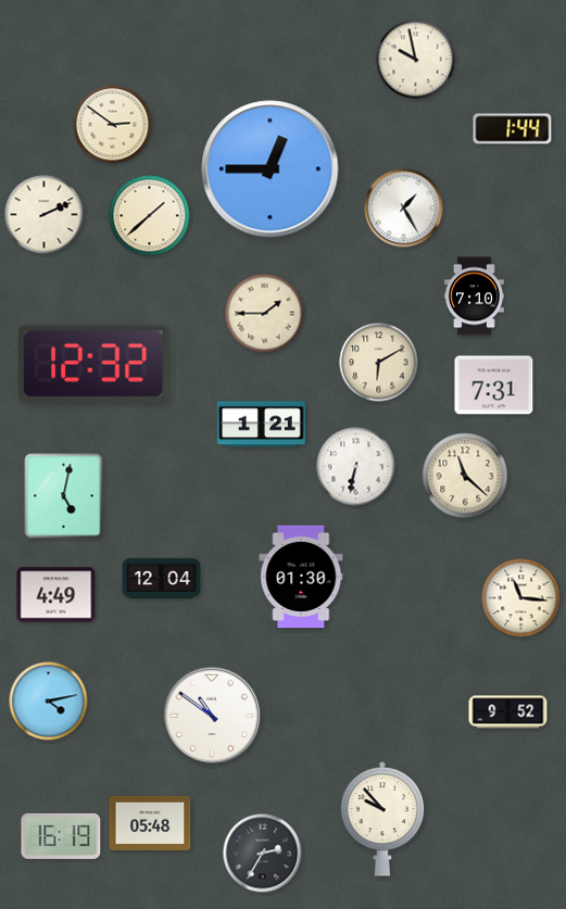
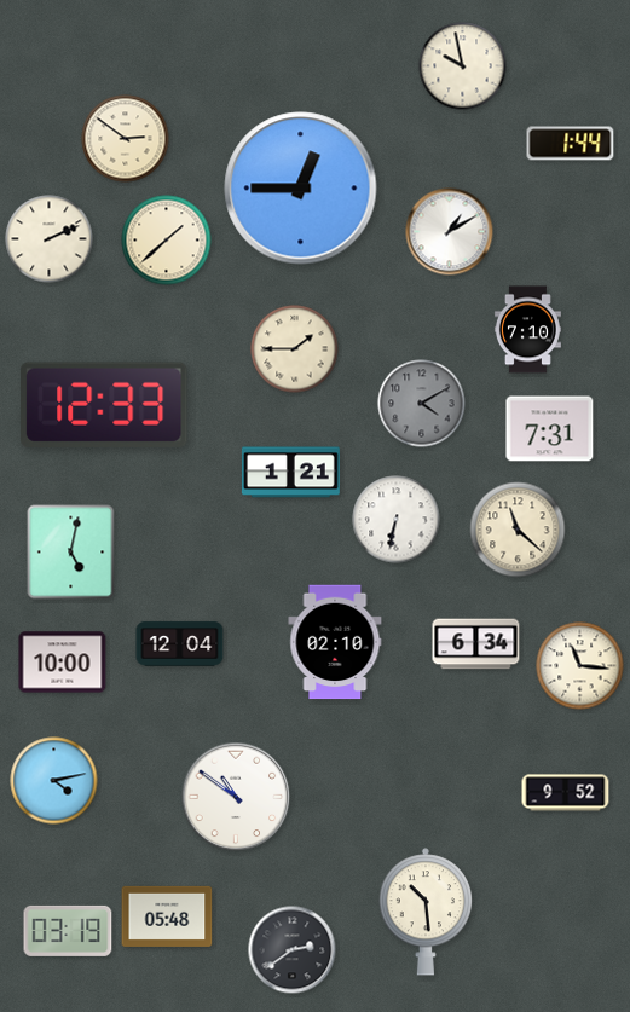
clock at (404, 209): 1:25 -> 1:10
clock at (379, 363): 6:10 -> 4:10
clock at (379, 363) dial: cream -> grey
clock at (95, 364): 12:32 -> 12:33
clock at (301, 577): 01:30 -> 02:10
clock at (476, 644): none -> 6:34
clock at (56, 595): 4:49 -> 10:00
clock at (382, 819): 9:53 -> 10:29
clock at (61, 836): 16:19 -> 03:19
clock at (263, 854): 2:35 -> 2:39
